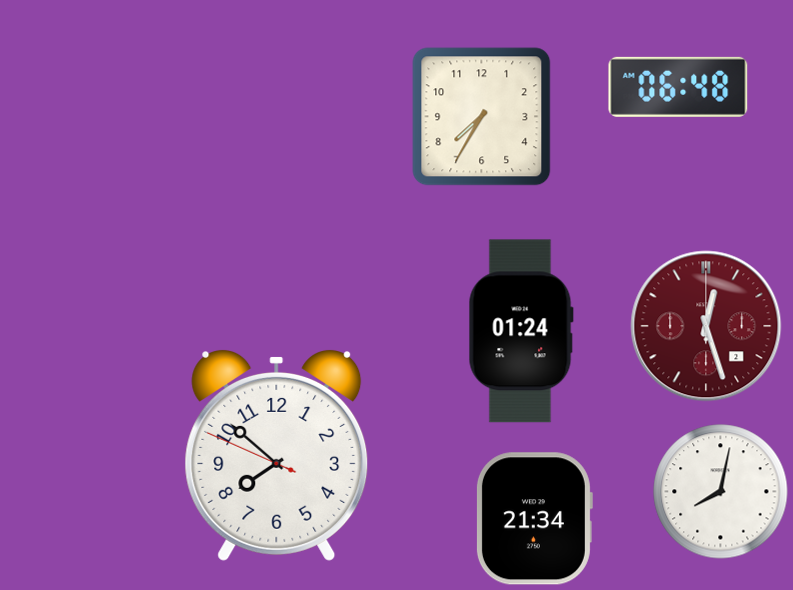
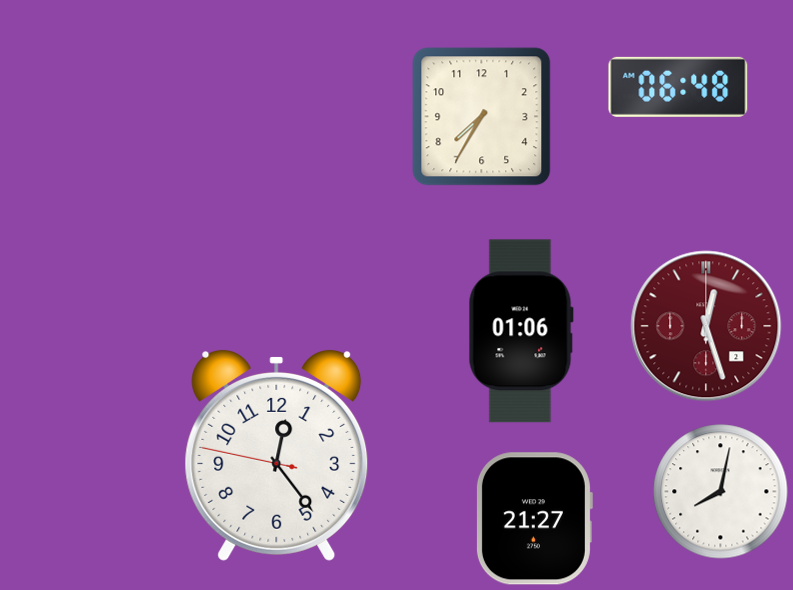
clock at (521, 331): 01:24 -> 01:06
clock at (277, 455): 7:51 -> 12:23
clock at (534, 519): 21:34 -> 21:27
